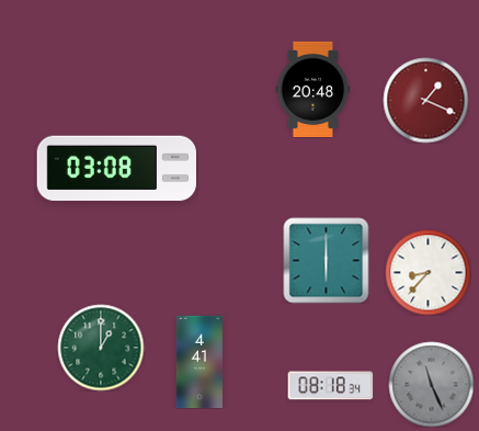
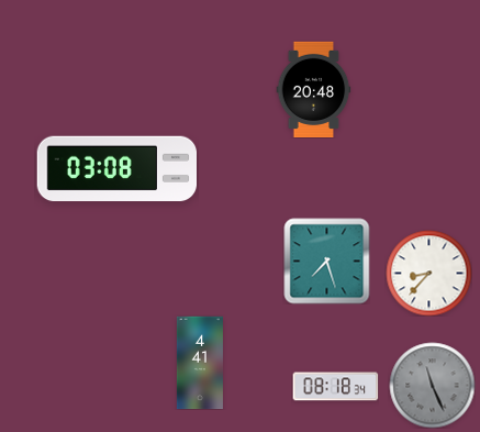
clock at (425, 100): 1:19 -> none
clock at (326, 260): 6:00 -> 7:27
clock at (101, 348): 1:00 -> none
clock at (330, 386) position: (330, 386) -> (335, 387)
